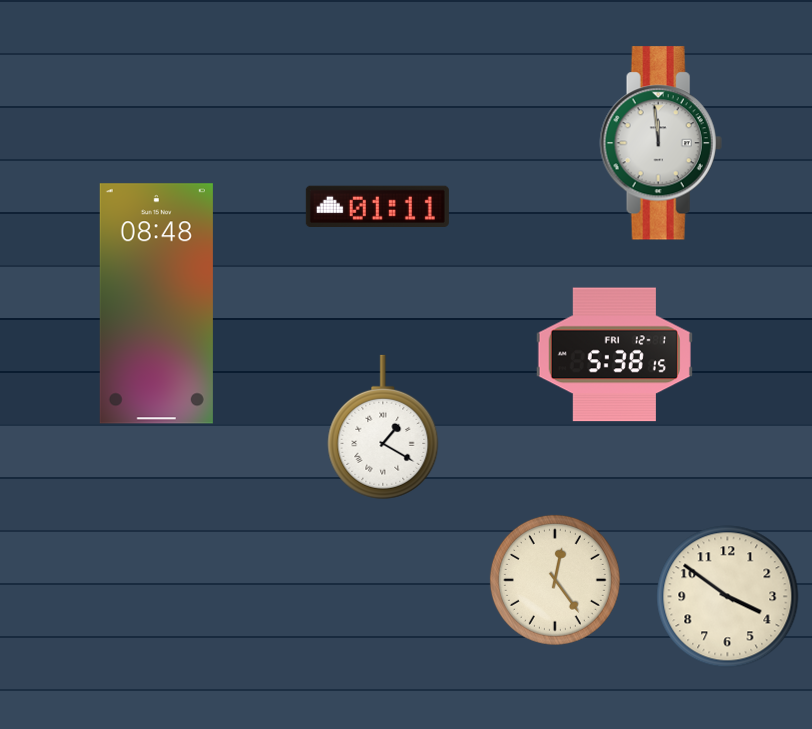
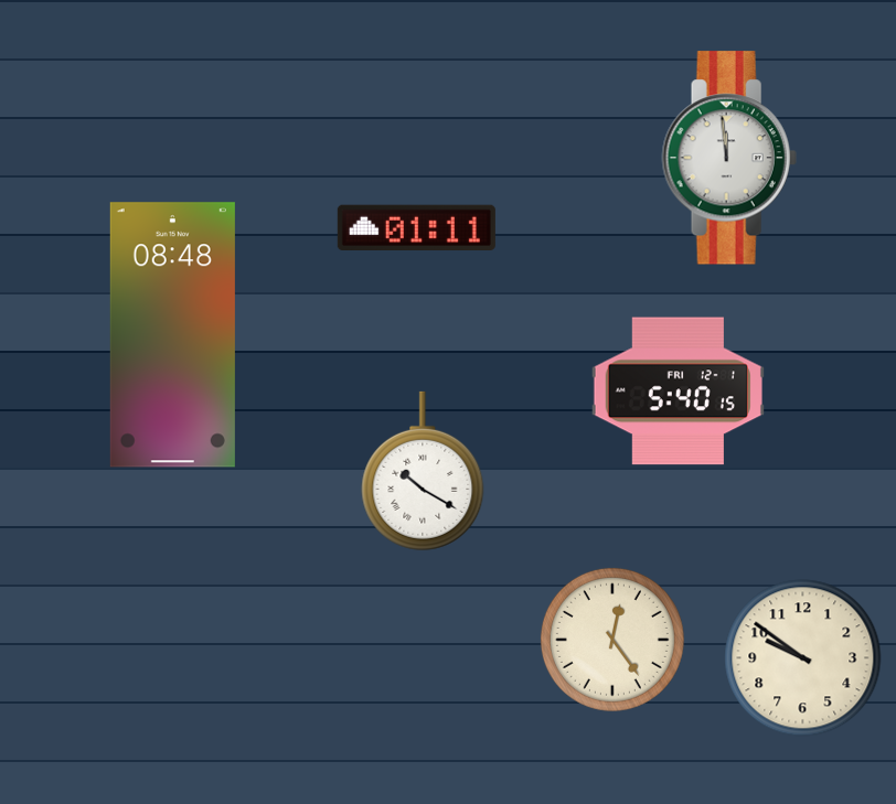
clock at (614, 355): 5:38 -> 5:40
clock at (383, 427): 1:20 -> 10:20
clock at (728, 597): 3:51 -> 9:51
